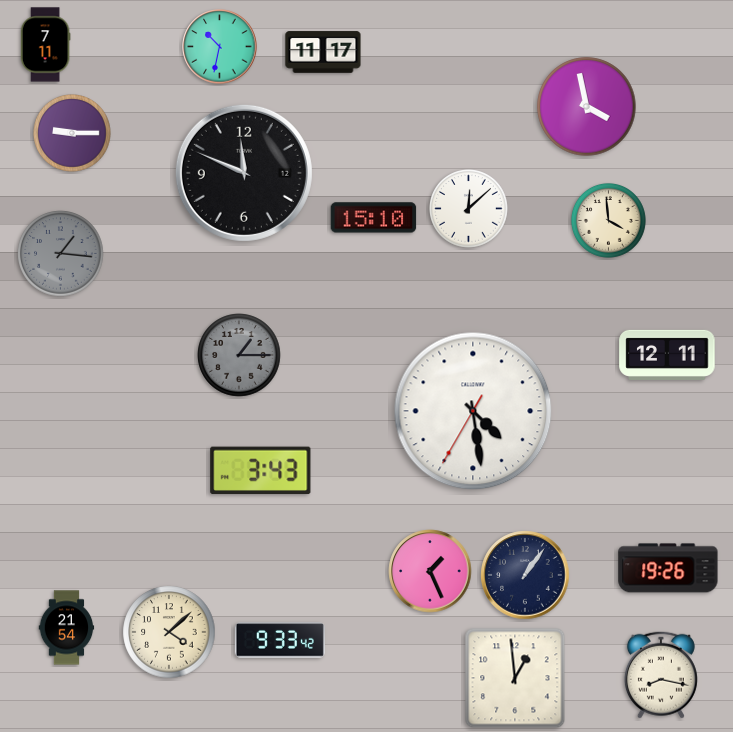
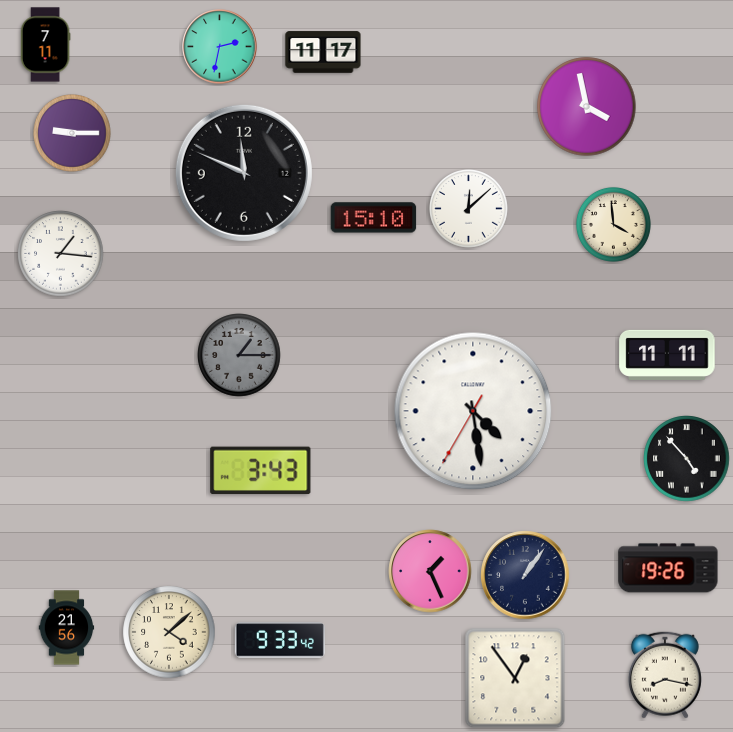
clock at (220, 47): 10:32 -> 2:32
clock at (608, 220) position: (608, 220) -> (613, 224)
clock at (61, 254) dial: grey -> white
clock at (667, 355): 12:11 -> 11:11
clock at (687, 459): none -> 4:53
clock at (67, 628): 21:54 -> 21:56
clock at (661, 675) position: (661, 675) -> (665, 675)
clock at (515, 678): 12:59 -> 12:54
